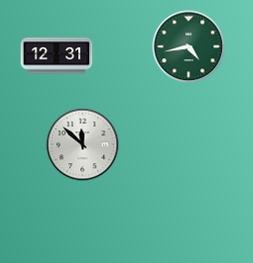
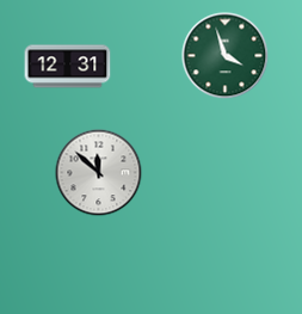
clock at (189, 47): 4:43 -> 3:57
